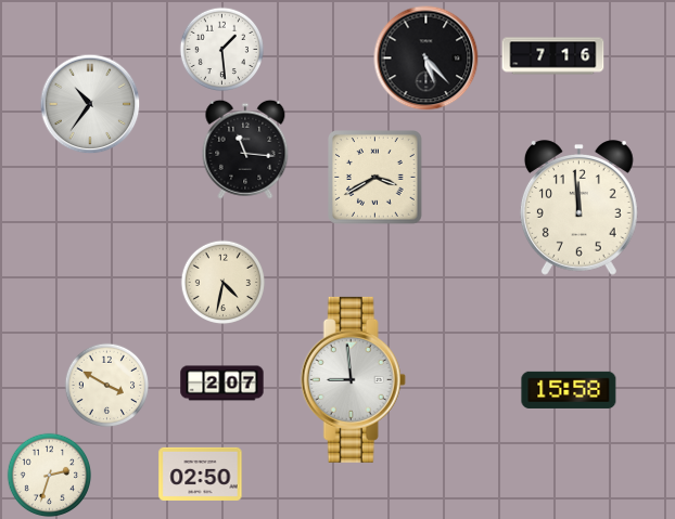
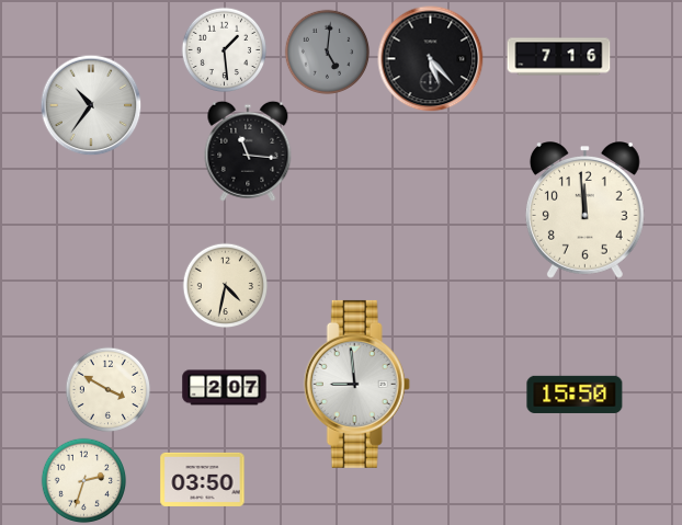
clock at (327, 52): none -> 5:01
clock at (375, 178): 3:40 -> none
clock at (569, 390): 15:58 -> 15:50
clock at (201, 473): 02:50 -> 03:50
clock at (49, 475) position: (49, 475) -> (83, 480)
